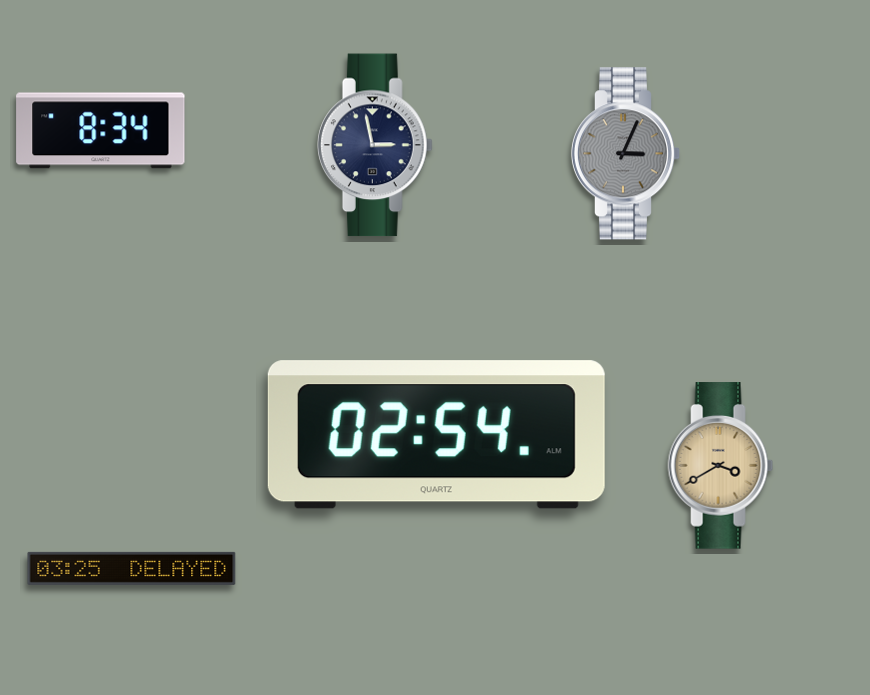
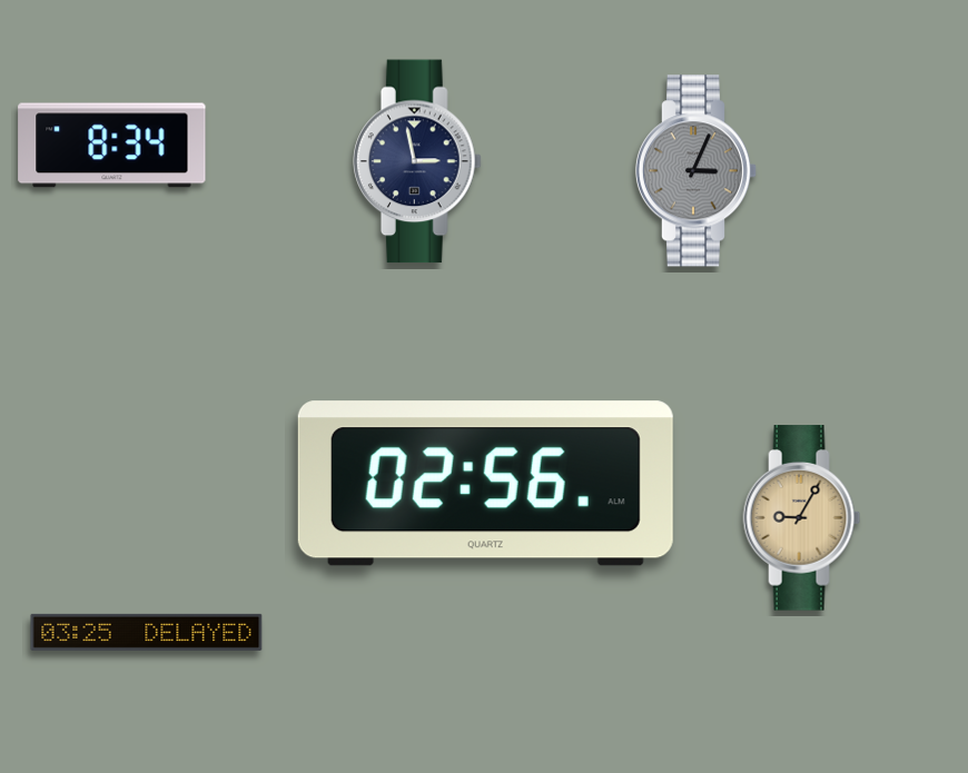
clock at (436, 435): 02:54 -> 02:56
clock at (721, 466): 3:40 -> 9:05
